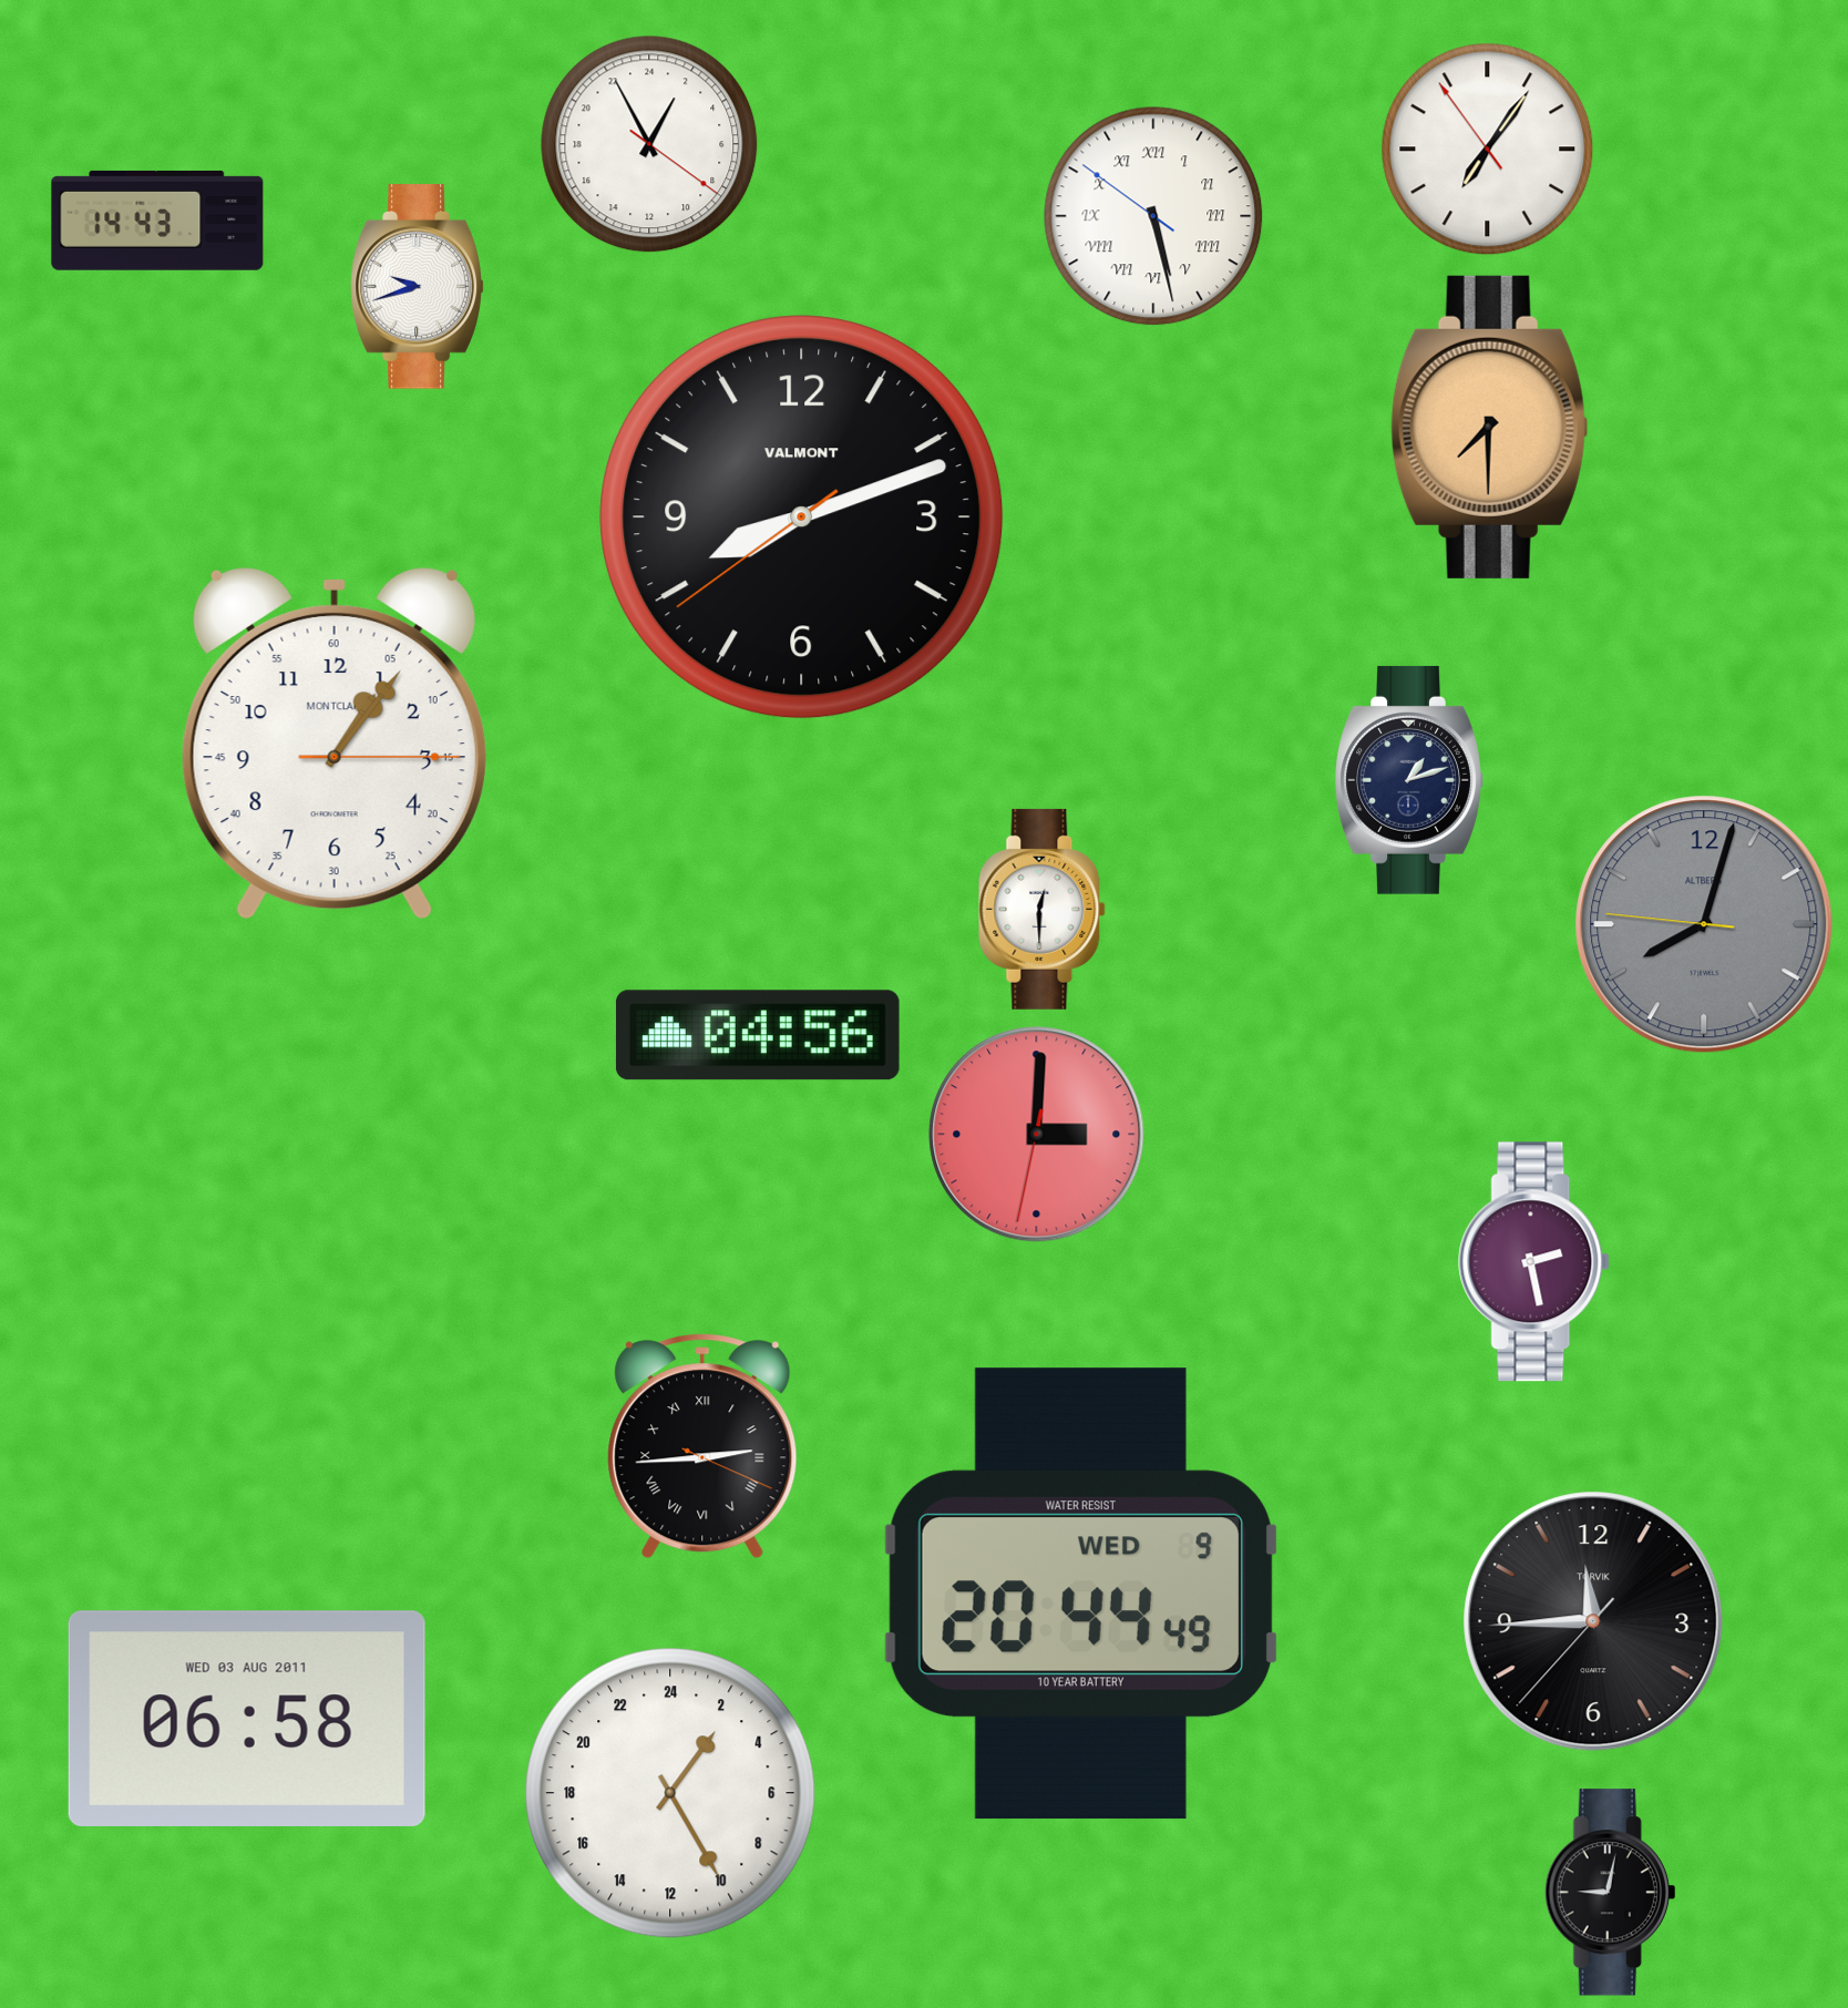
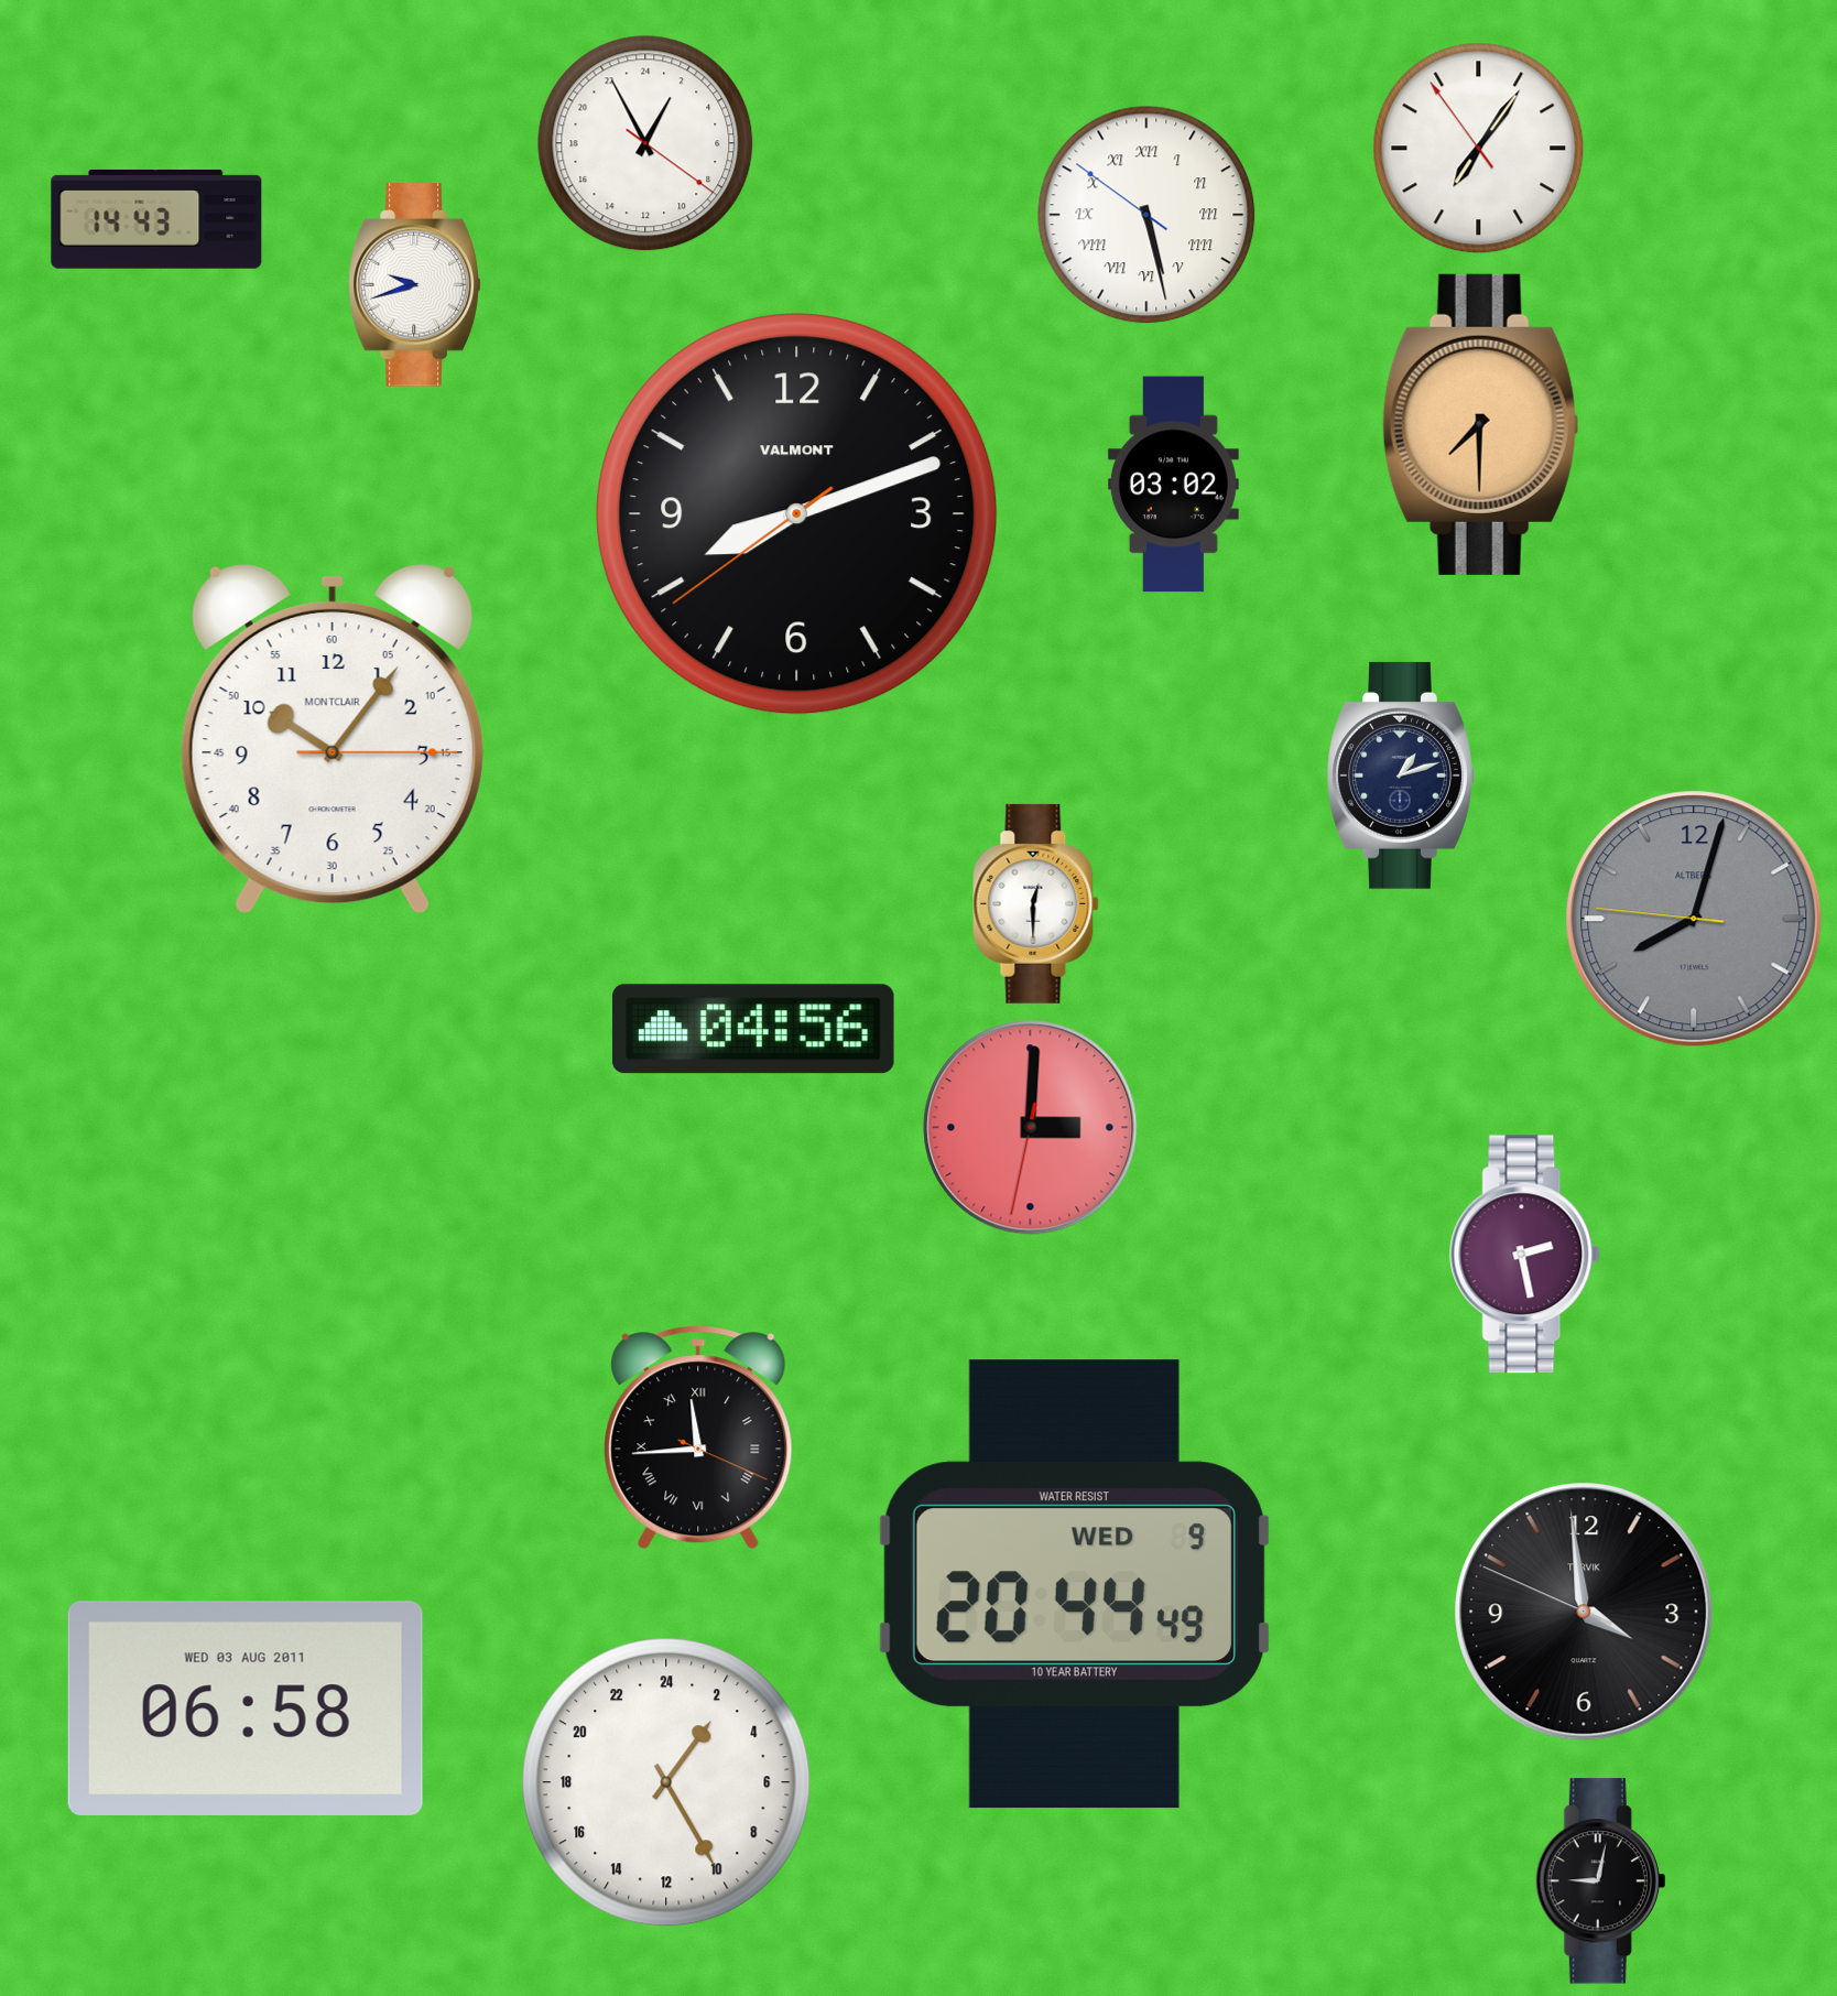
clock at (1173, 485): none -> 03:02
clock at (335, 744): 1:06 -> 10:06
clock at (702, 1446): 2:44 -> 11:44
clock at (1593, 1621): 11:44 -> 3:58
